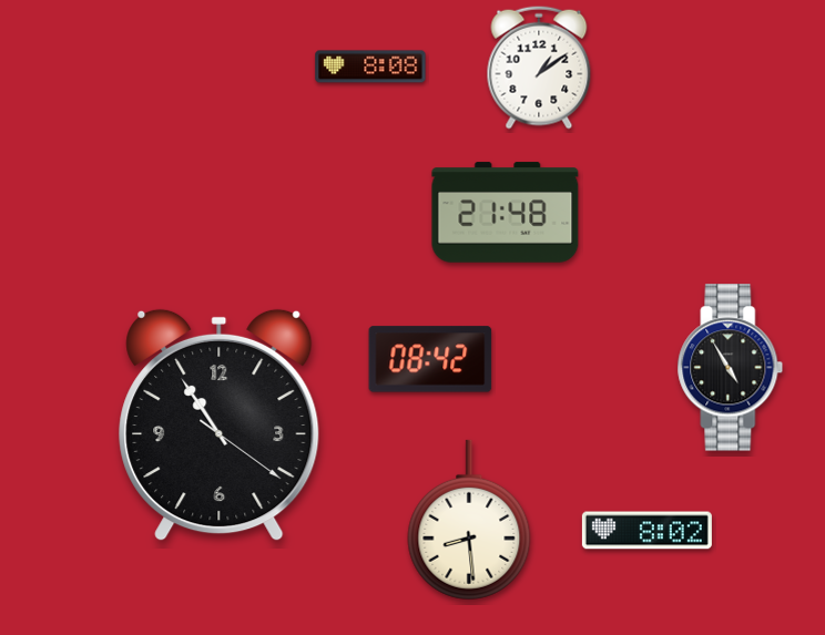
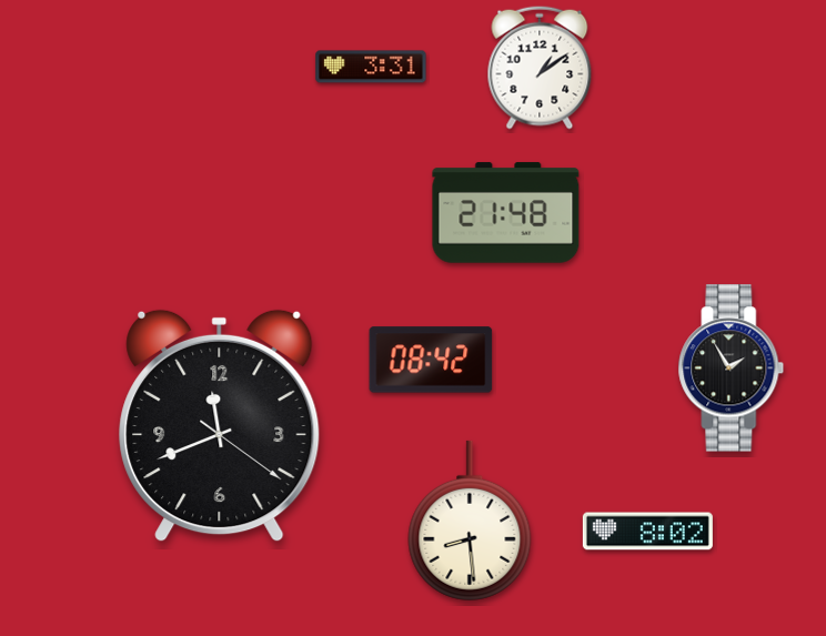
clock at (370, 66): 8:08 -> 3:31
clock at (731, 368): 4:55 -> 1:55
clock at (220, 426): 10:54 -> 11:41
